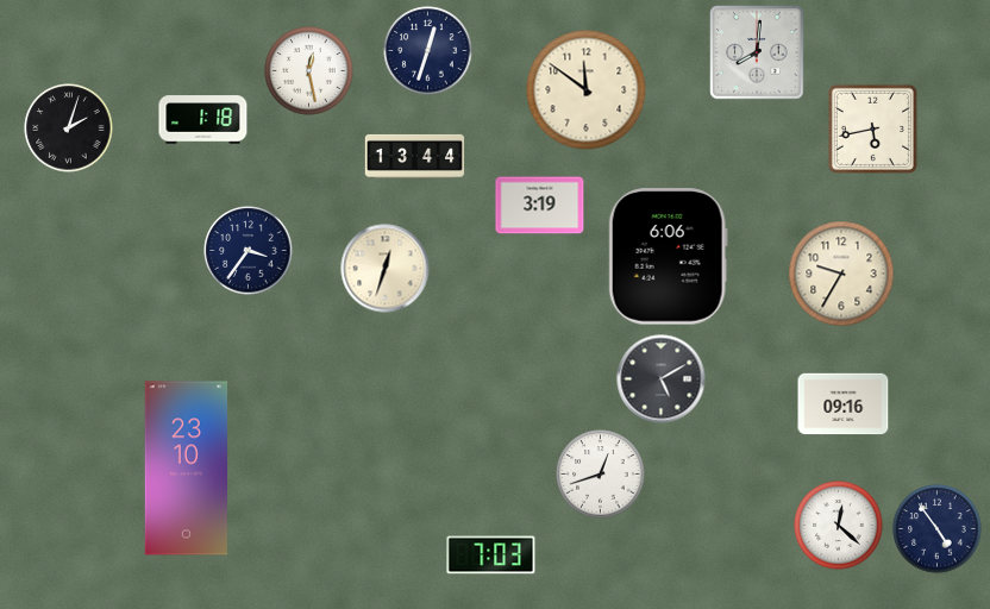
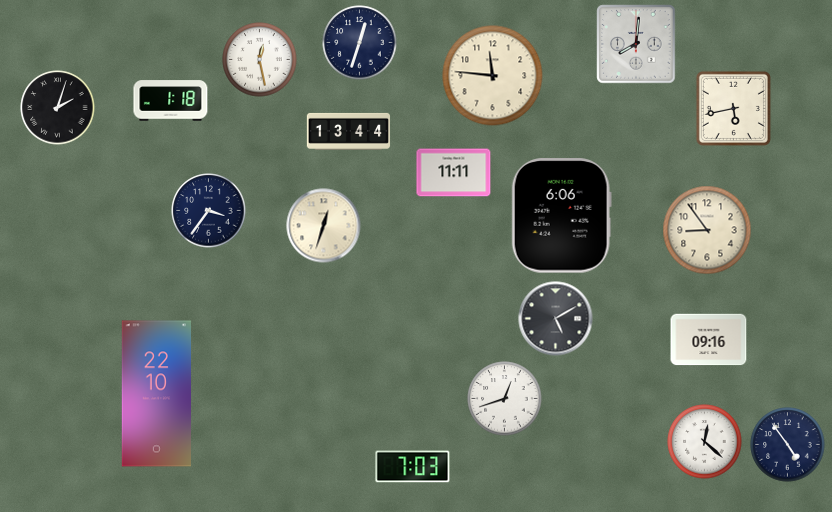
clock at (587, 90): 11:51 -> 11:46
clock at (540, 206): 3:19 -> 11:11
clock at (841, 274): 9:35 -> 8:54
clock at (186, 469): 23:10 -> 22:10
